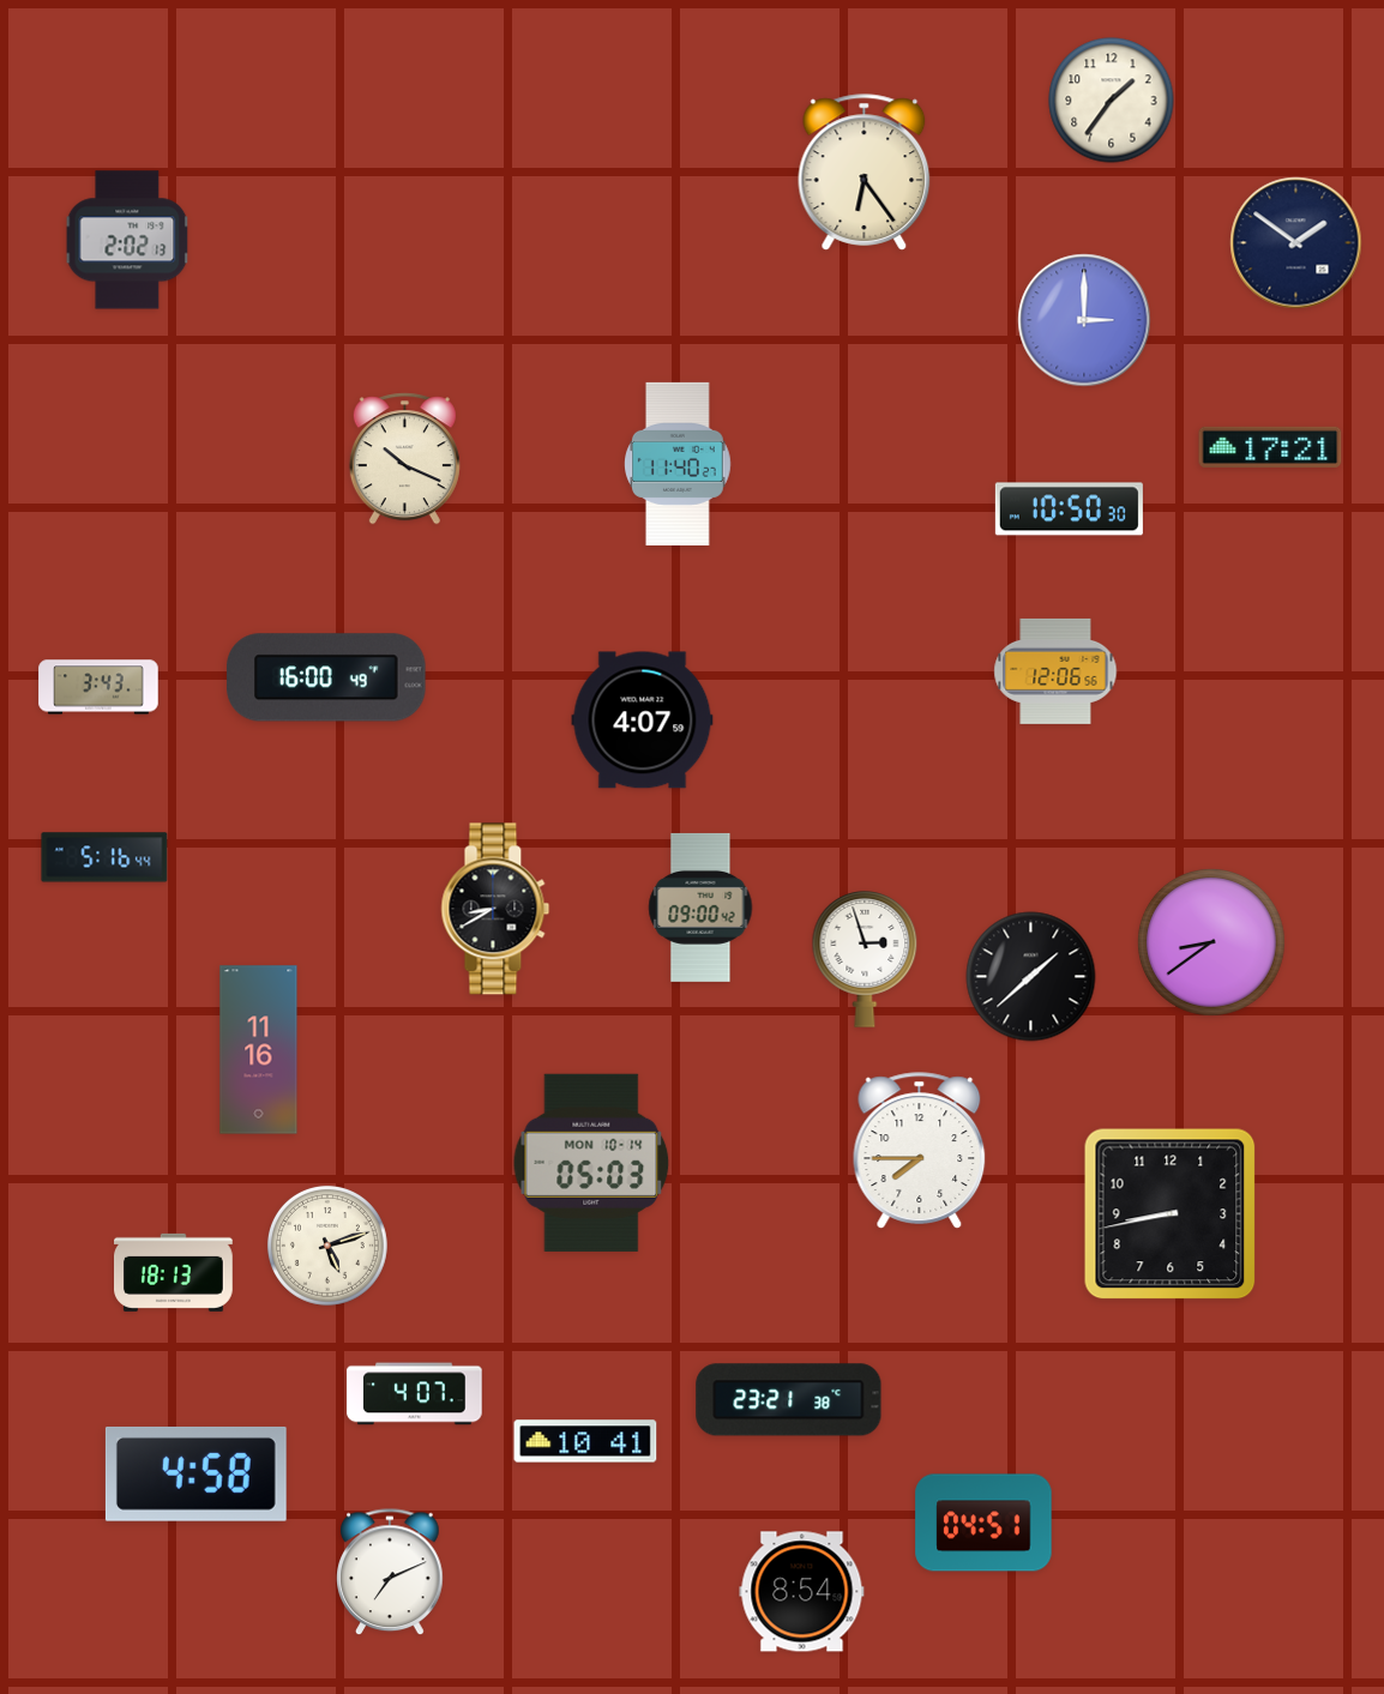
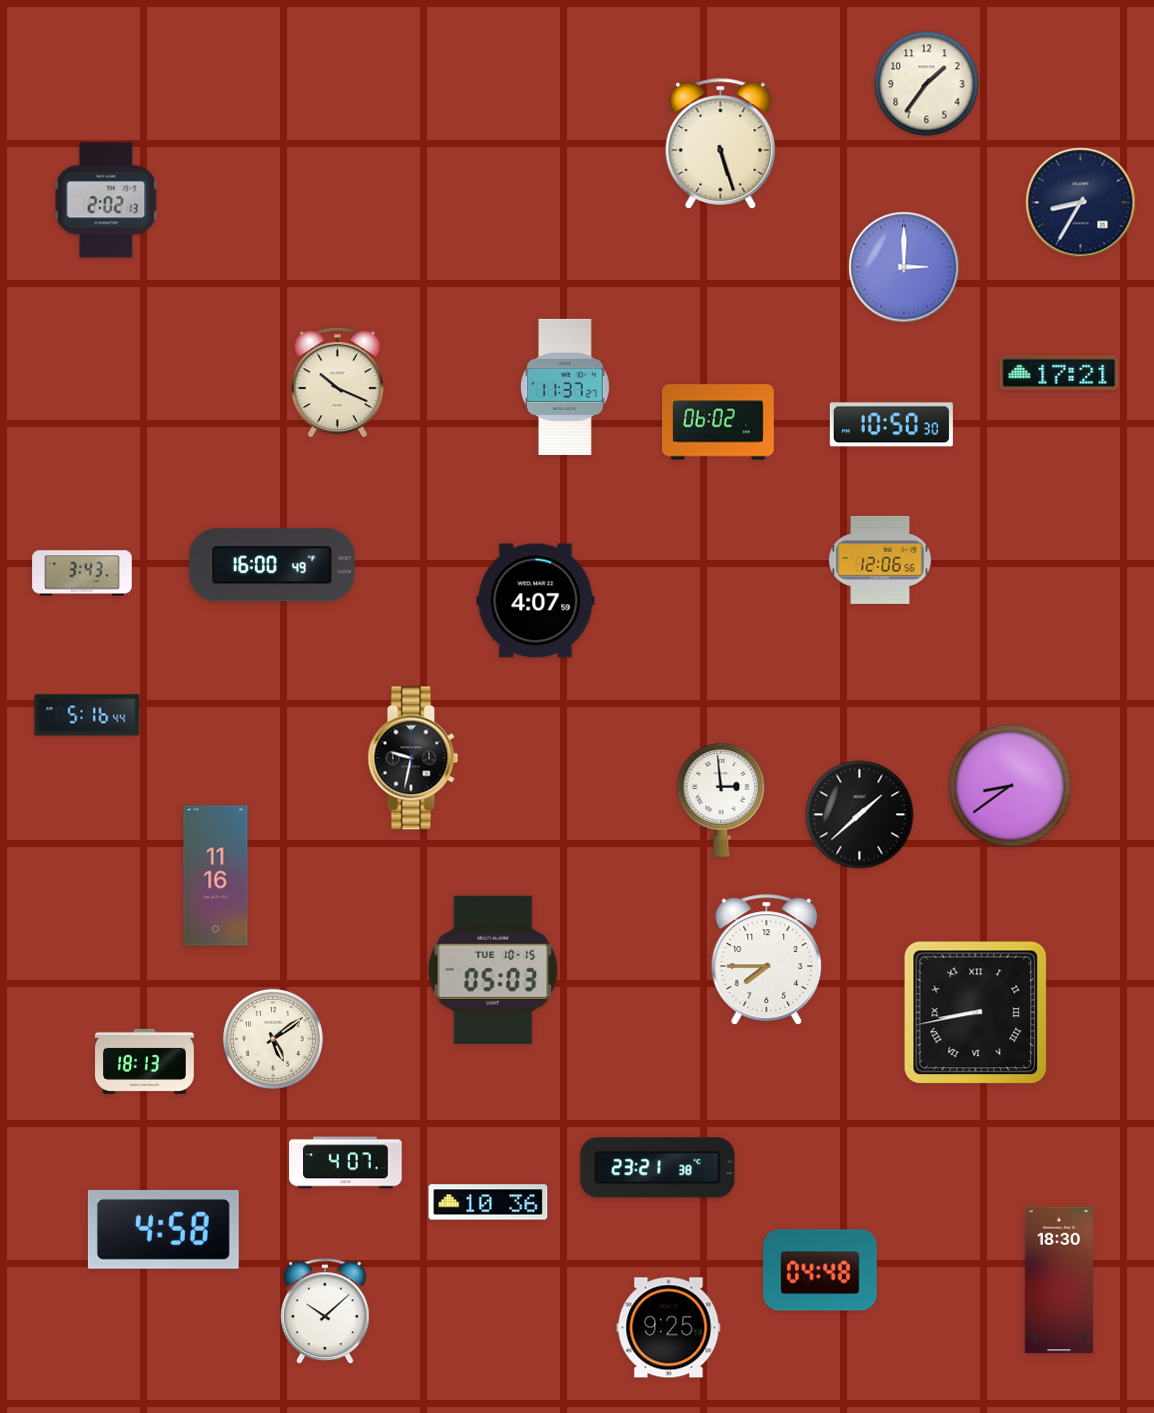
clock at (865, 173): 6:24 -> 5:27
clock at (1296, 243): 1:51 -> 8:35
clock at (679, 464): 11:40 -> 11:37
clock at (719, 422): none -> 06:02
clock at (700, 908): 09:00 -> none
clock at (495, 909): 8:40 -> 9:32
clock at (865, 959): 2:57 -> 2:59
clock at (591, 1163) date: MON 10-14 -> TUE 10-15
clock at (1171, 1214) numerals: Arabic -> Roman
clock at (327, 1246): 5:12 -> 5:09
clock at (585, 1441): 10:41 -> 10:36
clock at (983, 1523): 04:51 -> 04:48
clock at (1058, 1280): none -> 18:30
clock at (390, 1573): 7:11 -> 10:08
clock at (802, 1592): 8:54 -> 9:25
